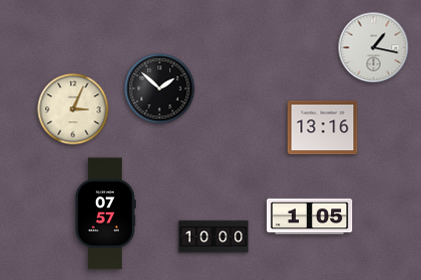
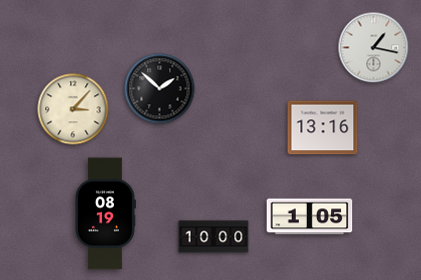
clock at (73, 109): 3:04 -> 3:07
clock at (105, 214): 07:57 -> 08:19
